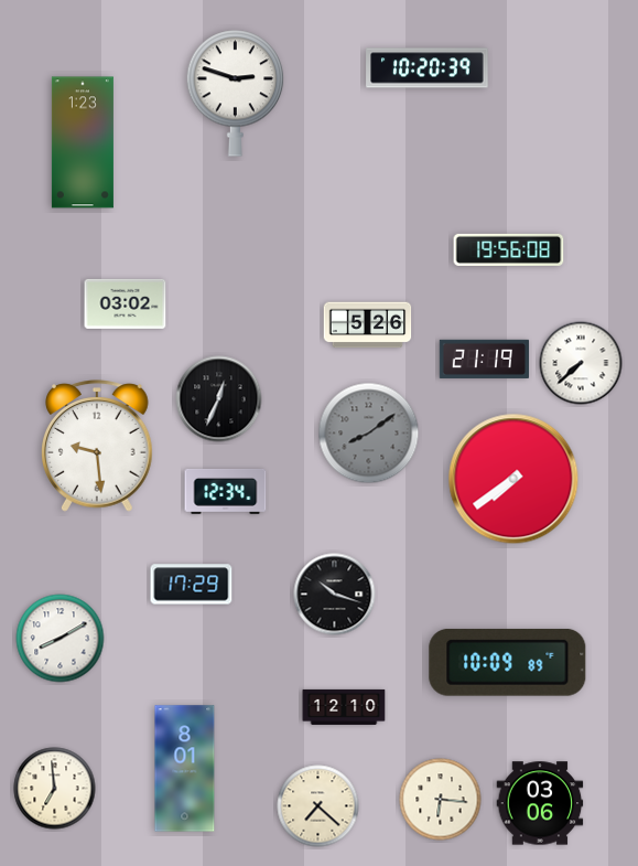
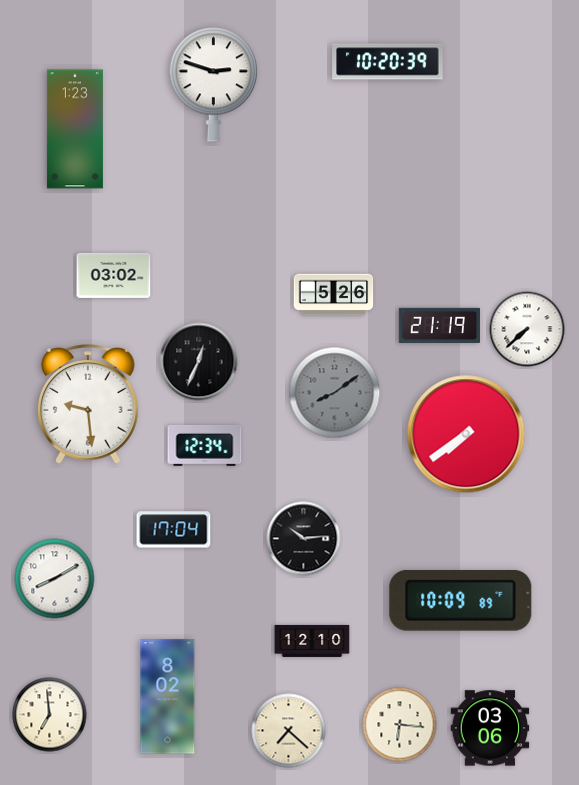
clock at (509, 249): 19:56 -> none
clock at (192, 585): 17:29 -> 17:04
clock at (335, 595): 10:18 -> 10:14
clock at (185, 769): 8:01 -> 8:02
